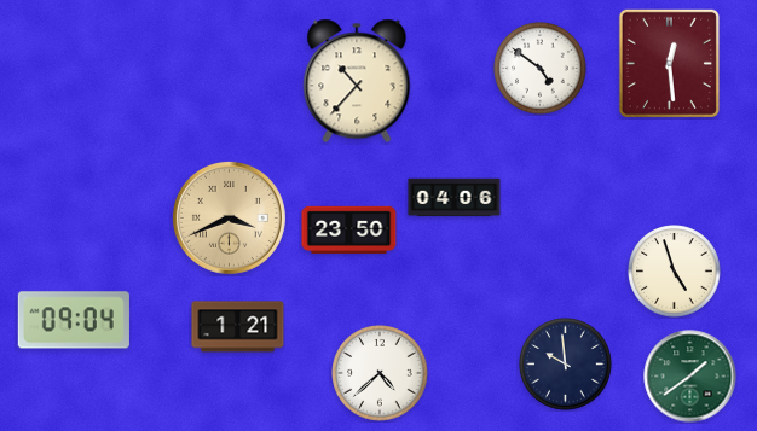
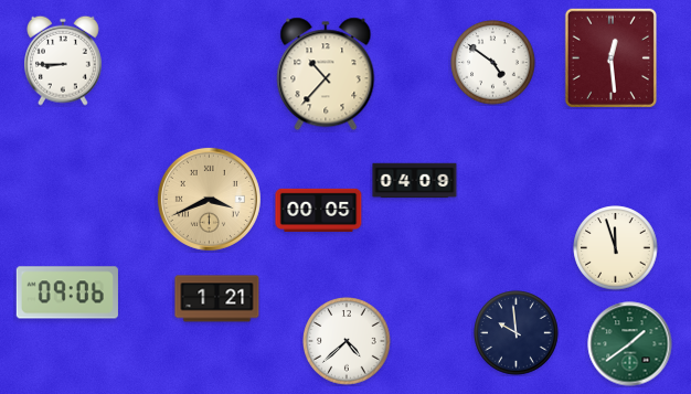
clock at (64, 61): none -> 8:45
clock at (455, 198): 04:06 -> 04:09
clock at (349, 229): 23:50 -> 00:05
clock at (675, 272): 4:57 -> 11:57
clock at (74, 320): 09:04 -> 09:06
